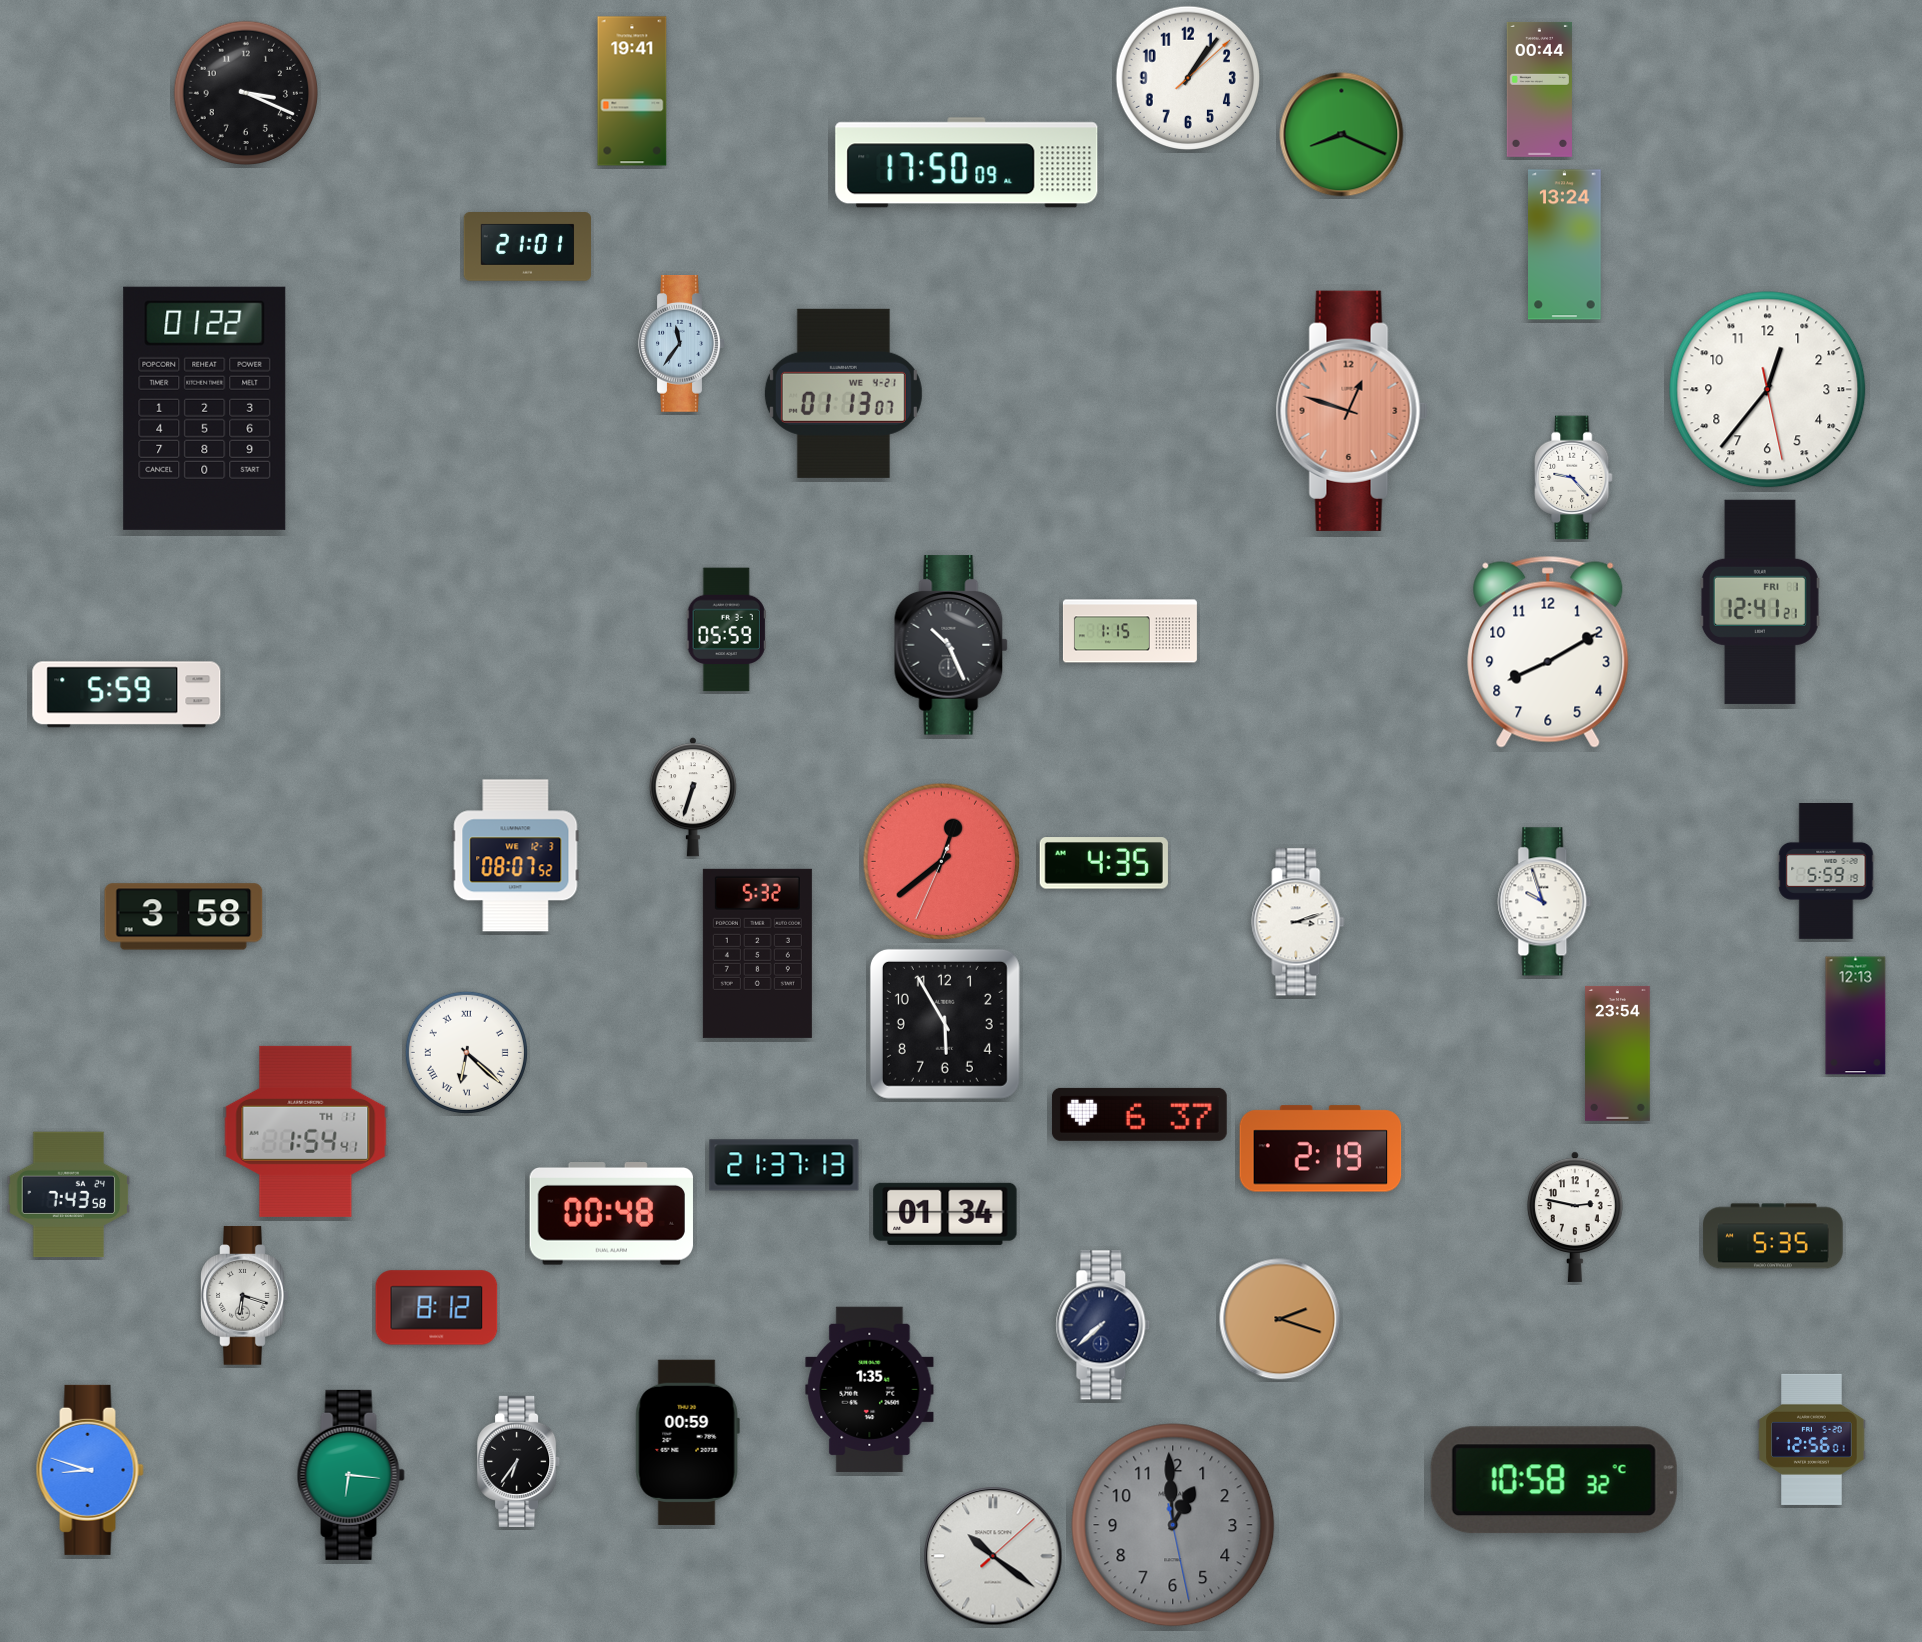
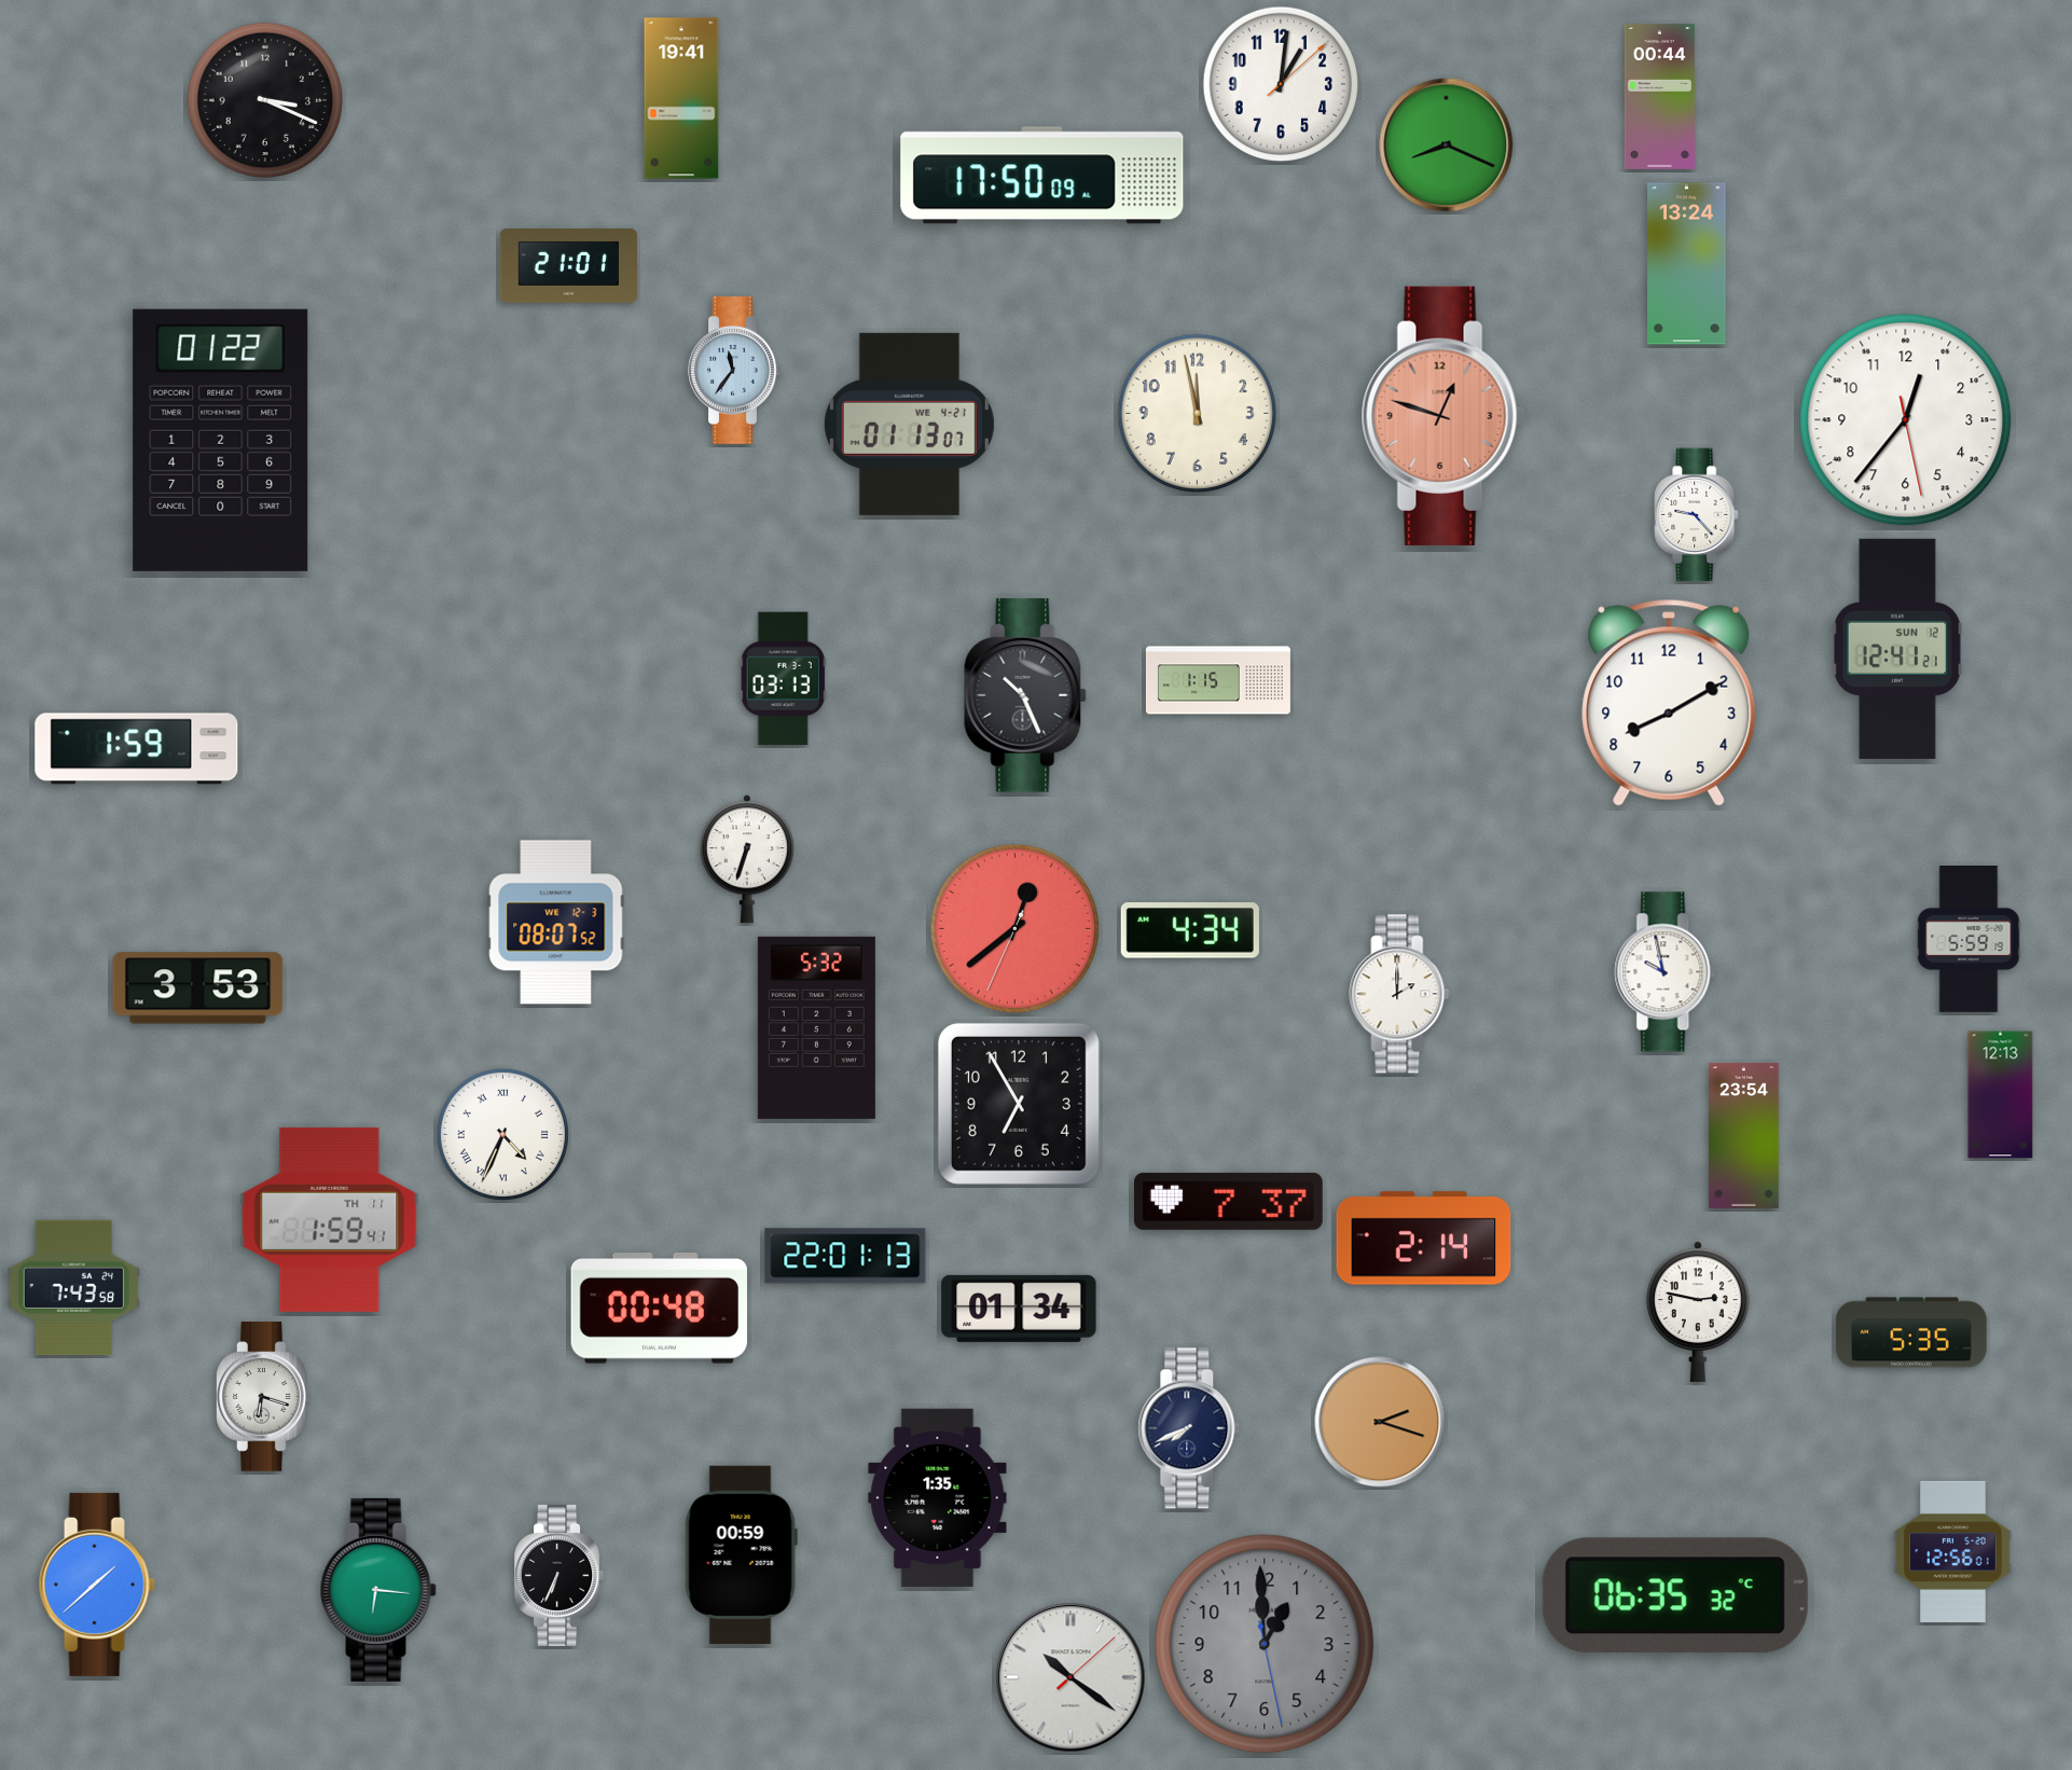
clock at (1187, 77): 1:06 -> 1:01
clock at (1198, 414): none -> 11:58
clock at (1352, 411) position: (1352, 411) -> (1444, 416)
clock at (1760, 602) date: FRI 1 -> SUN 12
clock at (726, 630): 05:59 -> 03:13
clock at (127, 695): 5:59 -> 1:59
clock at (1104, 863): 4:35 -> 4:34
clock at (1545, 902): 9:57 -> 9:58
clock at (184, 917): 3:58 -> 3:53
clock at (1298, 922): 3:12 -> 2:00
clock at (945, 1024): 5:55 -> 6:55
clock at (466, 1052): 6:22 -> 4:34
clock at (1139, 1114): 6:37 -> 7:37
clock at (306, 1131): 1:54 -> 1:59
clock at (1321, 1149): 2:19 -> 2:14
clock at (784, 1165): 21:37 -> 22:01
clock at (437, 1308): 8:12 -> none
clock at (1103, 1325): 7:38 -> 7:41
clock at (519, 1461): 6:36 -> 6:34
clock at (90, 1470): 8:48 -> 1:38
clock at (1554, 1480): 10:58 -> 06:35
